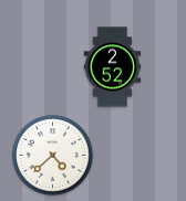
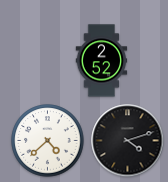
clock at (128, 141): none -> 4:12
